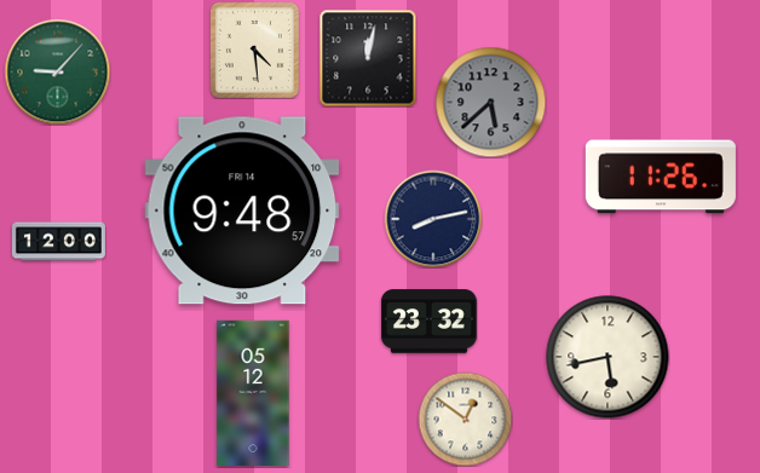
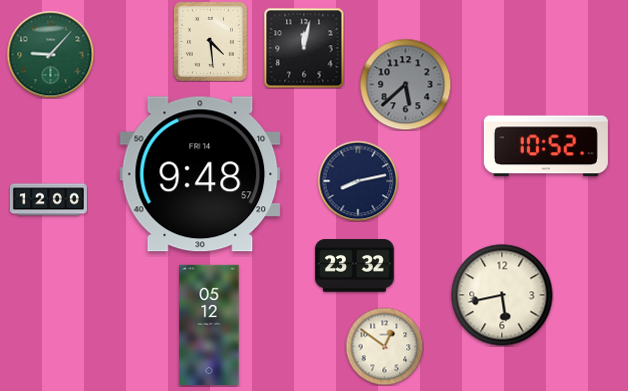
clock at (57, 71) position: (57, 71) -> (50, 54)
clock at (661, 177): 11:26 -> 10:52
